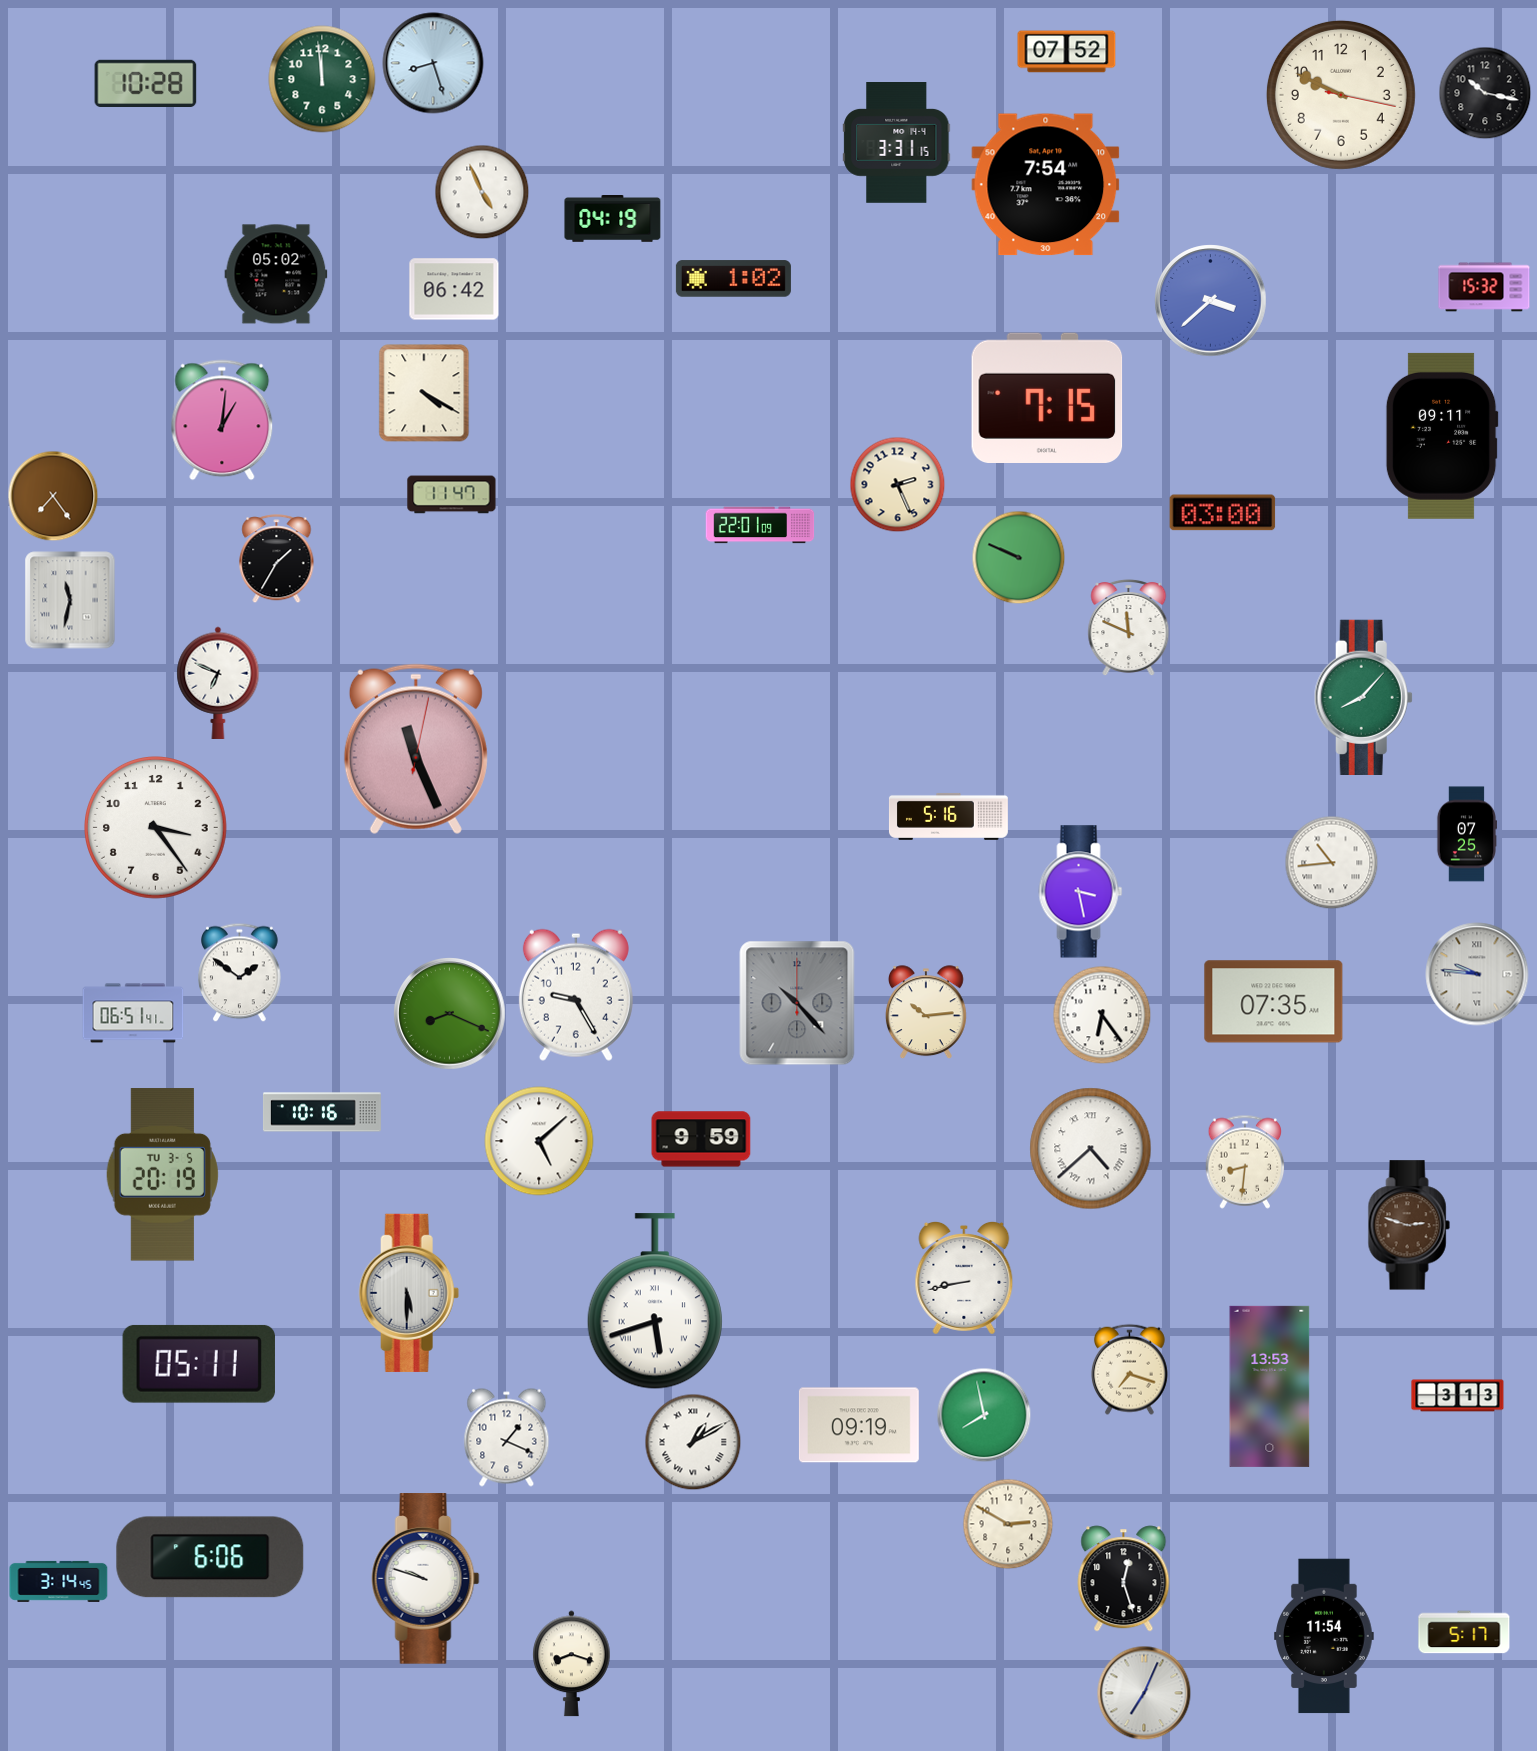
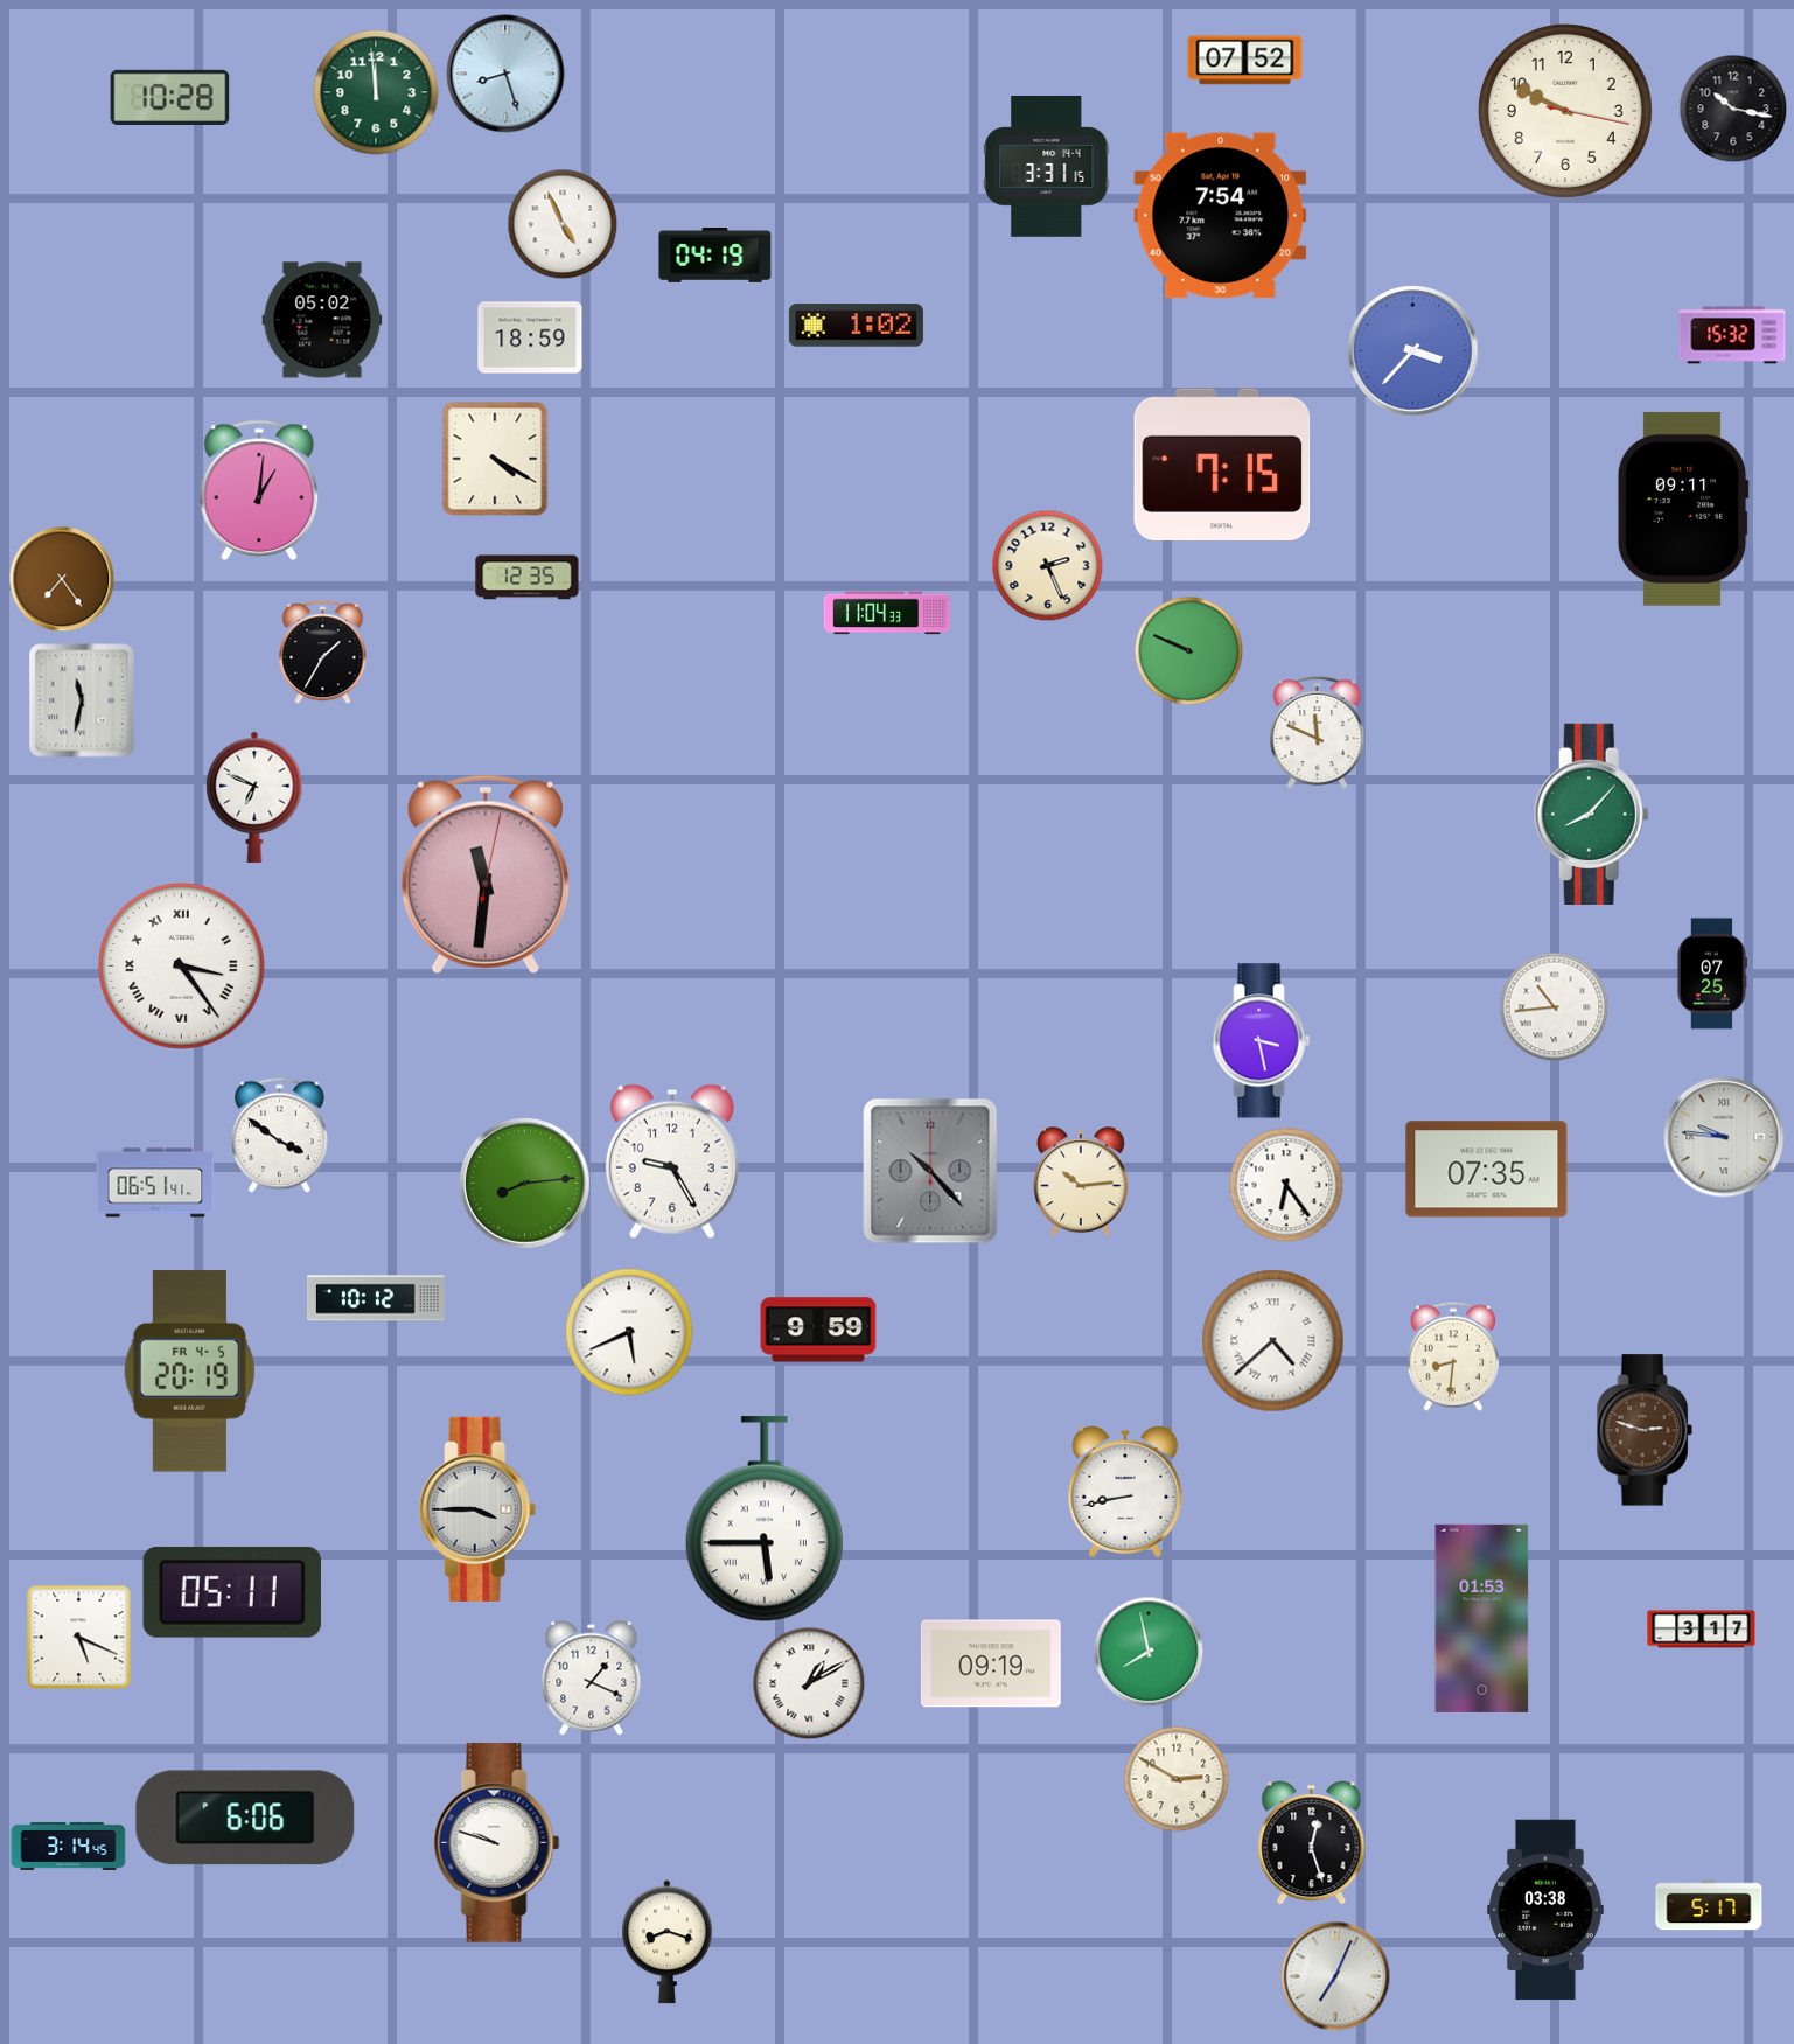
clock at (454, 289): 06:42 -> 18:59
clock at (1211, 301): 3:38 -> 3:37
clock at (452, 495): 11:47 -> 12:35
clock at (1223, 513): 03:00 -> none
clock at (760, 525): 22:01 -> 11:04
clock at (416, 749): 11:26 -> 11:31
clock at (948, 816): 5:16 -> none
clock at (156, 828) numerals: Arabic -> Roman
clock at (240, 972): 1:51 -> 3:51
clock at (450, 1014): 8:19 -> 8:14
clock at (322, 1112): 10:16 -> 10:12
clock at (539, 1141): 5:08 -> 5:41
clock at (162, 1175) date: TU 3-5 -> FR 4-5
clock at (409, 1293): 5:30 -> 3:45
clock at (655, 1302): 5:42 -> 5:45
clock at (1129, 1369): 7:18 -> none
clock at (1270, 1386): 13:53 -> 01:53
clock at (1458, 1396): 3:13 -> 3:17
clock at (78, 1637): none -> 5:19
clock at (859, 1425) position: (859, 1425) -> (991, 1663)
clock at (1324, 1636): 11:54 -> 03:38
